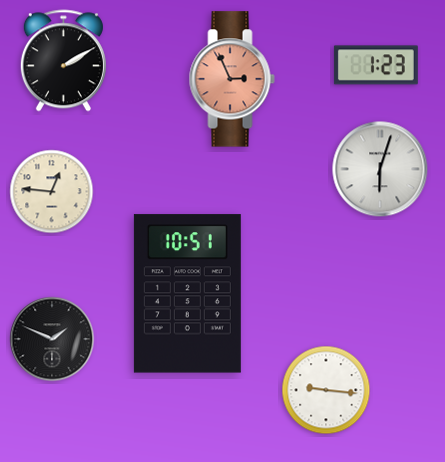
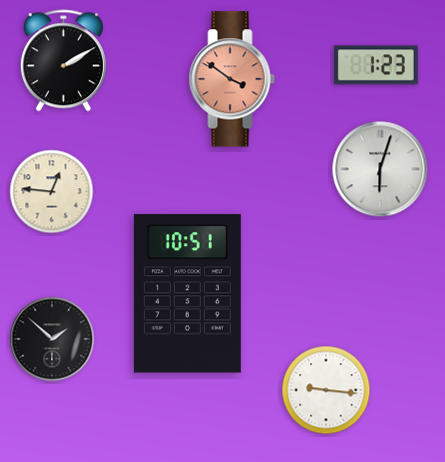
clock at (232, 79): 2:56 -> 3:51
clock at (52, 339): 1:49 -> 1:52
